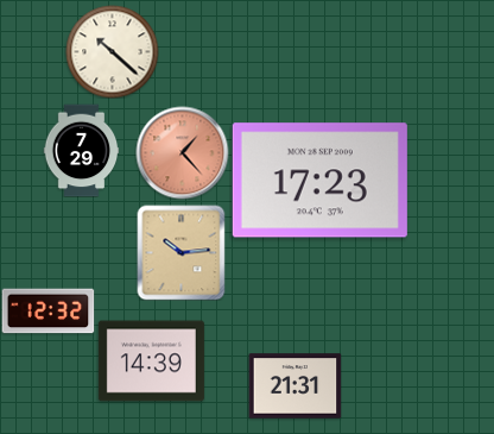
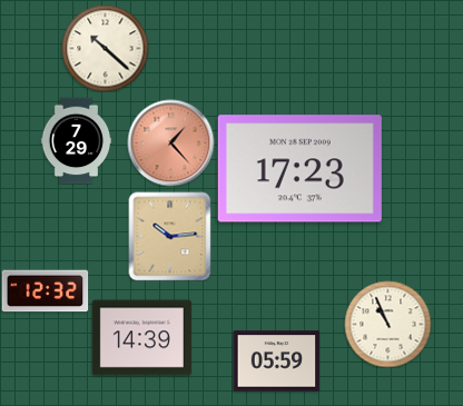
clock at (387, 324): none -> 10:56
clock at (294, 386): 21:31 -> 05:59
